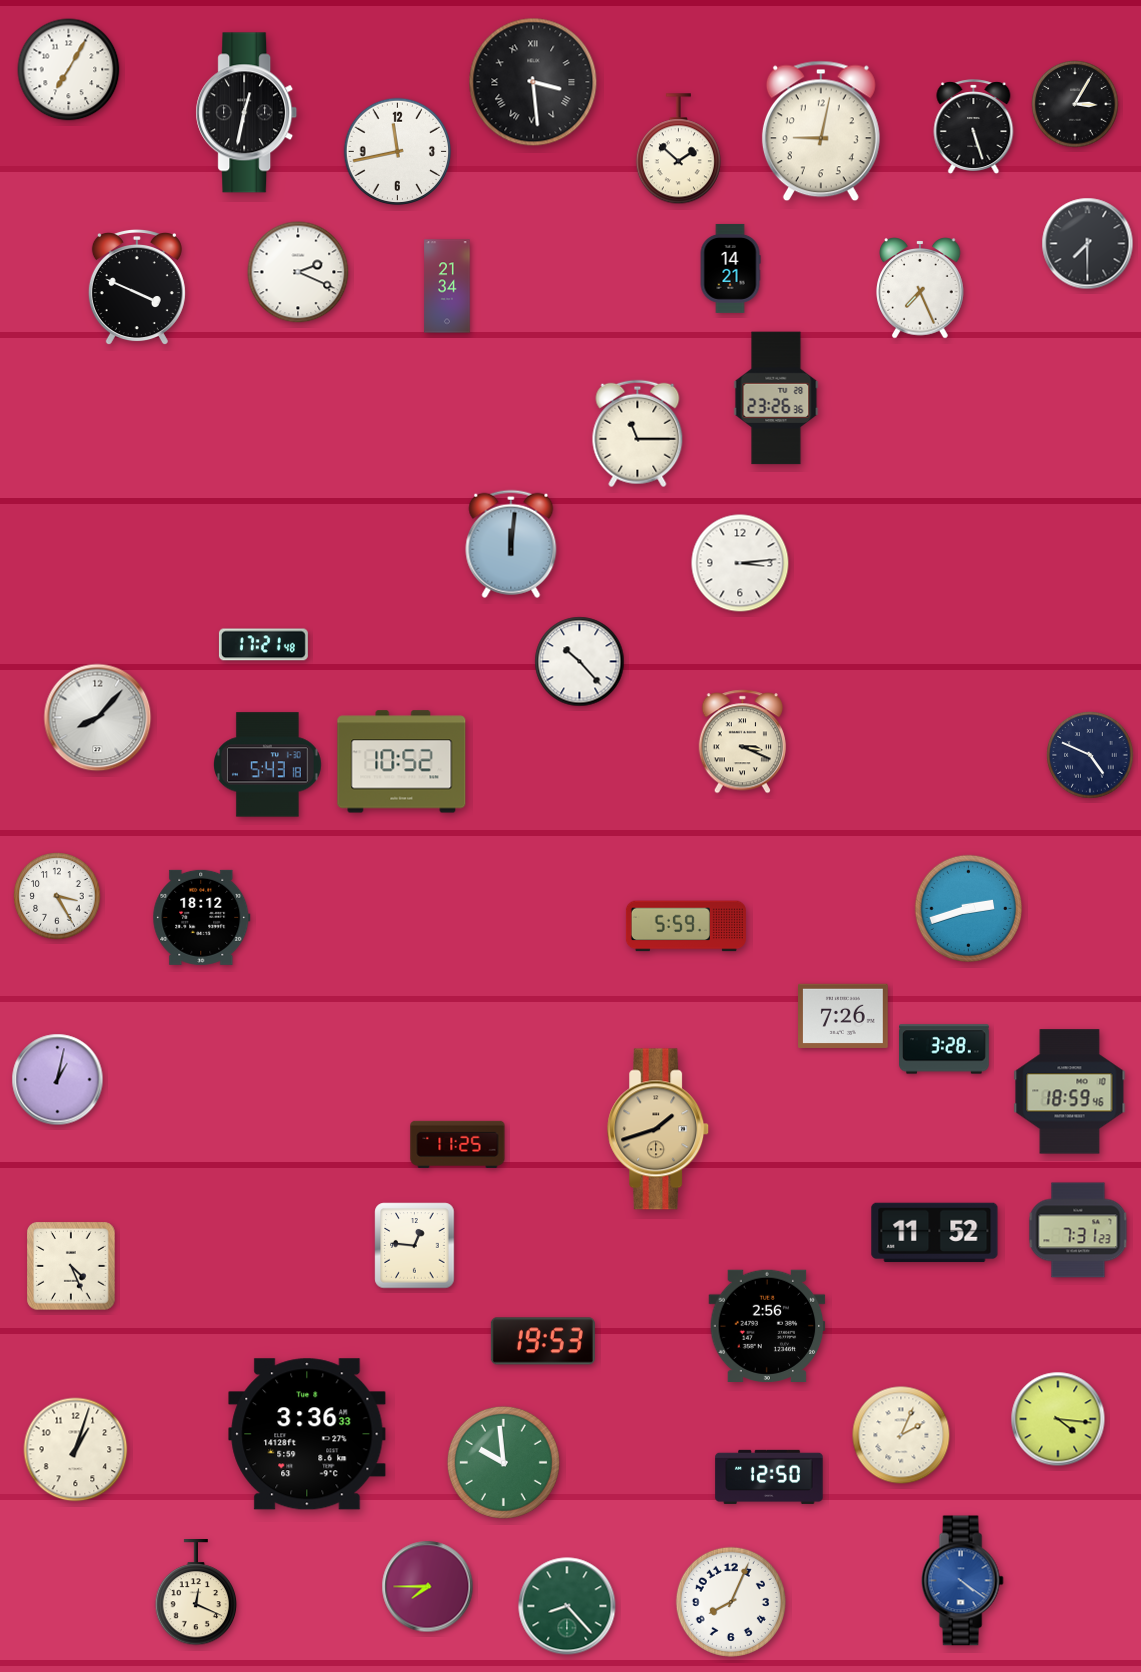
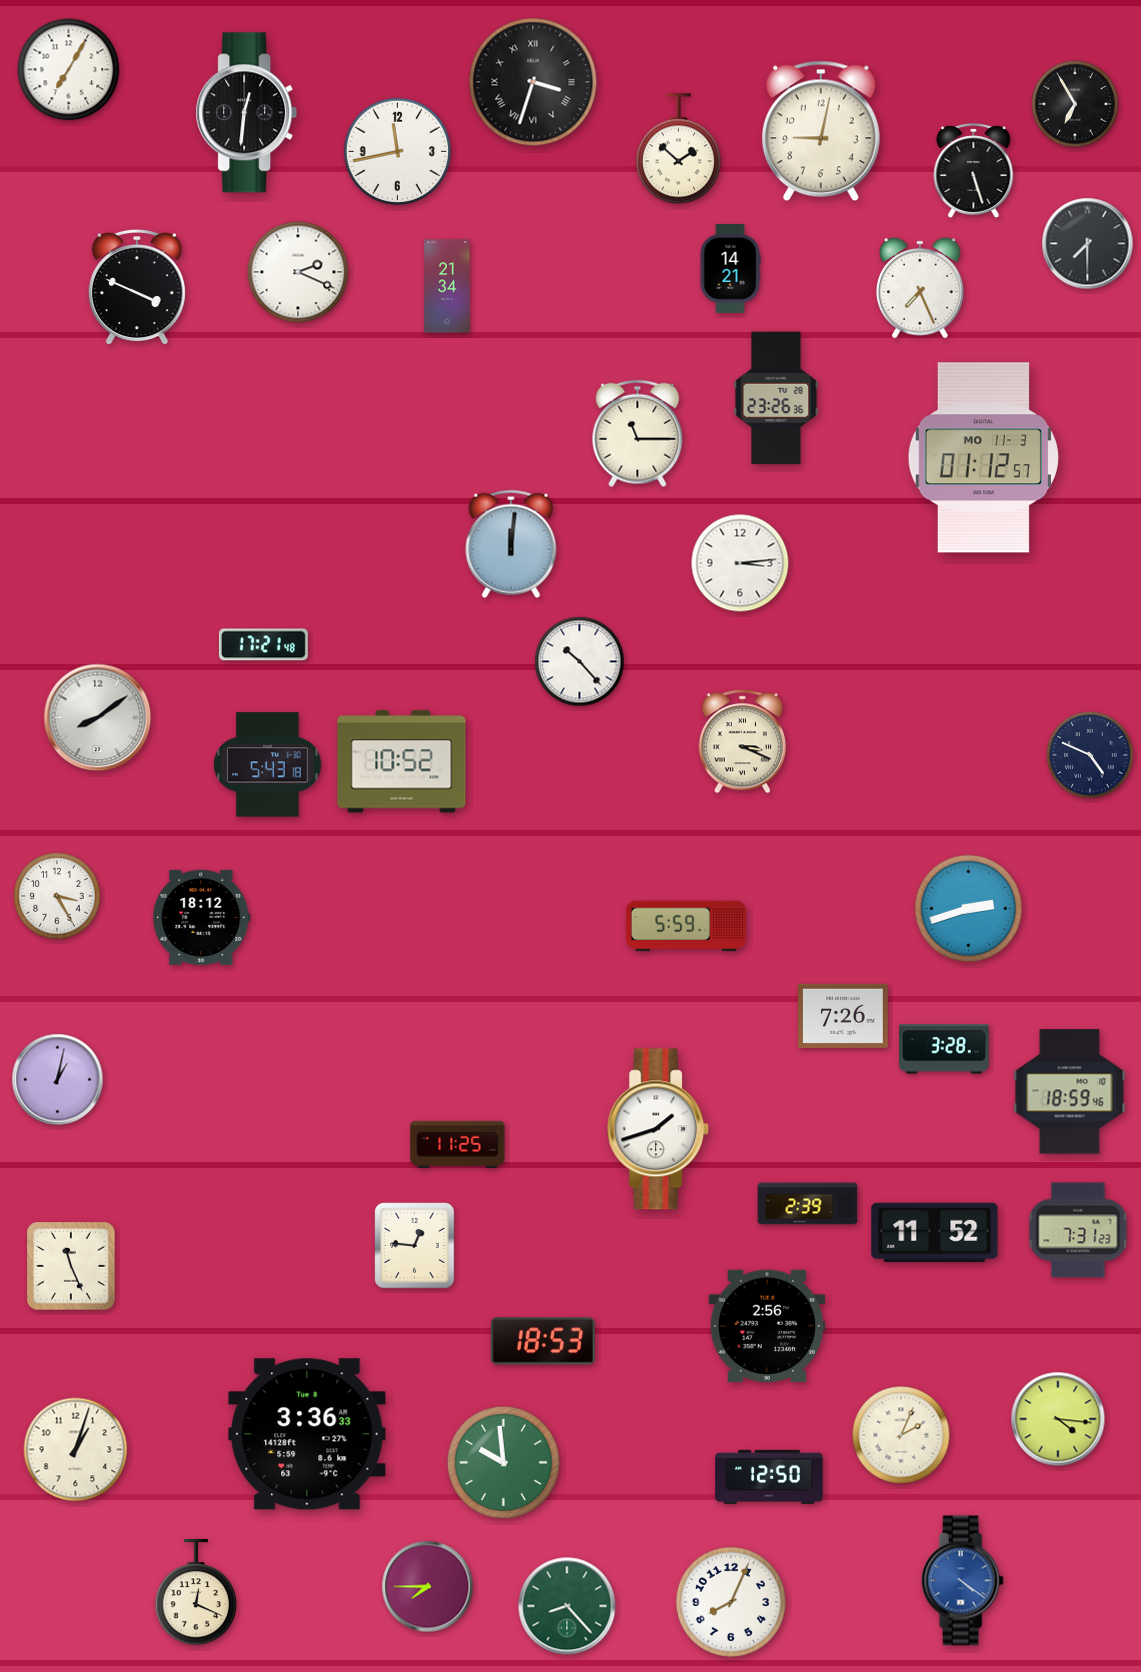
clock at (533, 82): 3:29 -> 3:33
clock at (1075, 104): 3:05 -> 6:55
clock at (247, 113): 12:32 -> 12:31
clock at (974, 127) position: (974, 127) -> (974, 171)
clock at (983, 458): none -> 01:12
clock at (98, 718): 8:07 -> 8:09
clock at (659, 1129) dial: champagne -> white
clock at (808, 1204): none -> 2:39
clock at (71, 1266): 4:26 -> 11:26
clock at (543, 1341): 19:53 -> 18:53
